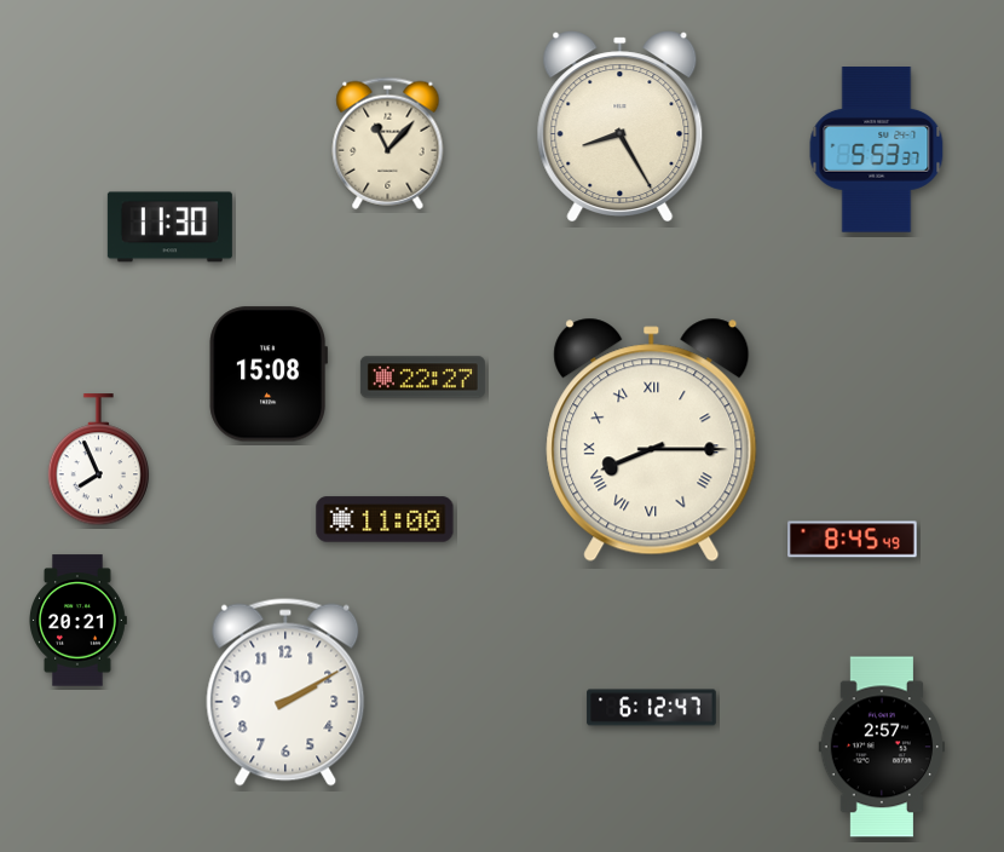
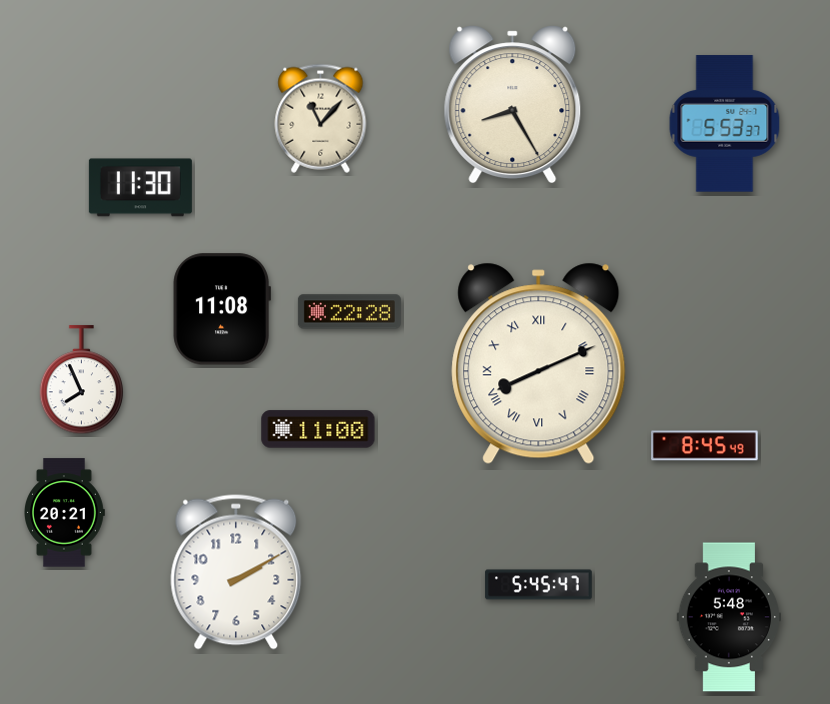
clock at (267, 374): 15:08 -> 11:08
clock at (422, 378): 22:27 -> 22:28
clock at (652, 439): 8:15 -> 8:11
clock at (652, 708): 6:12 -> 5:45
clock at (881, 747): 2:57 -> 5:48
